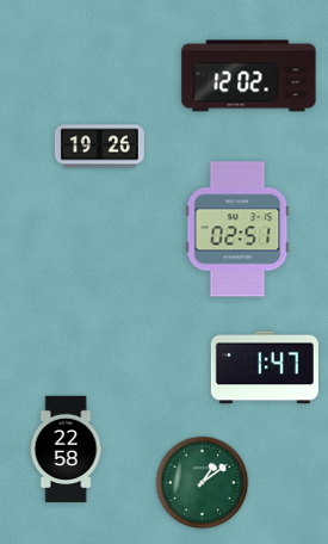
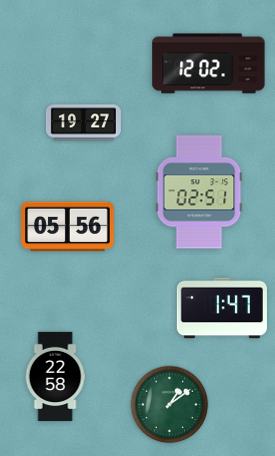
clock at (99, 147): 19:26 -> 19:27
clock at (68, 227): none -> 05:56
